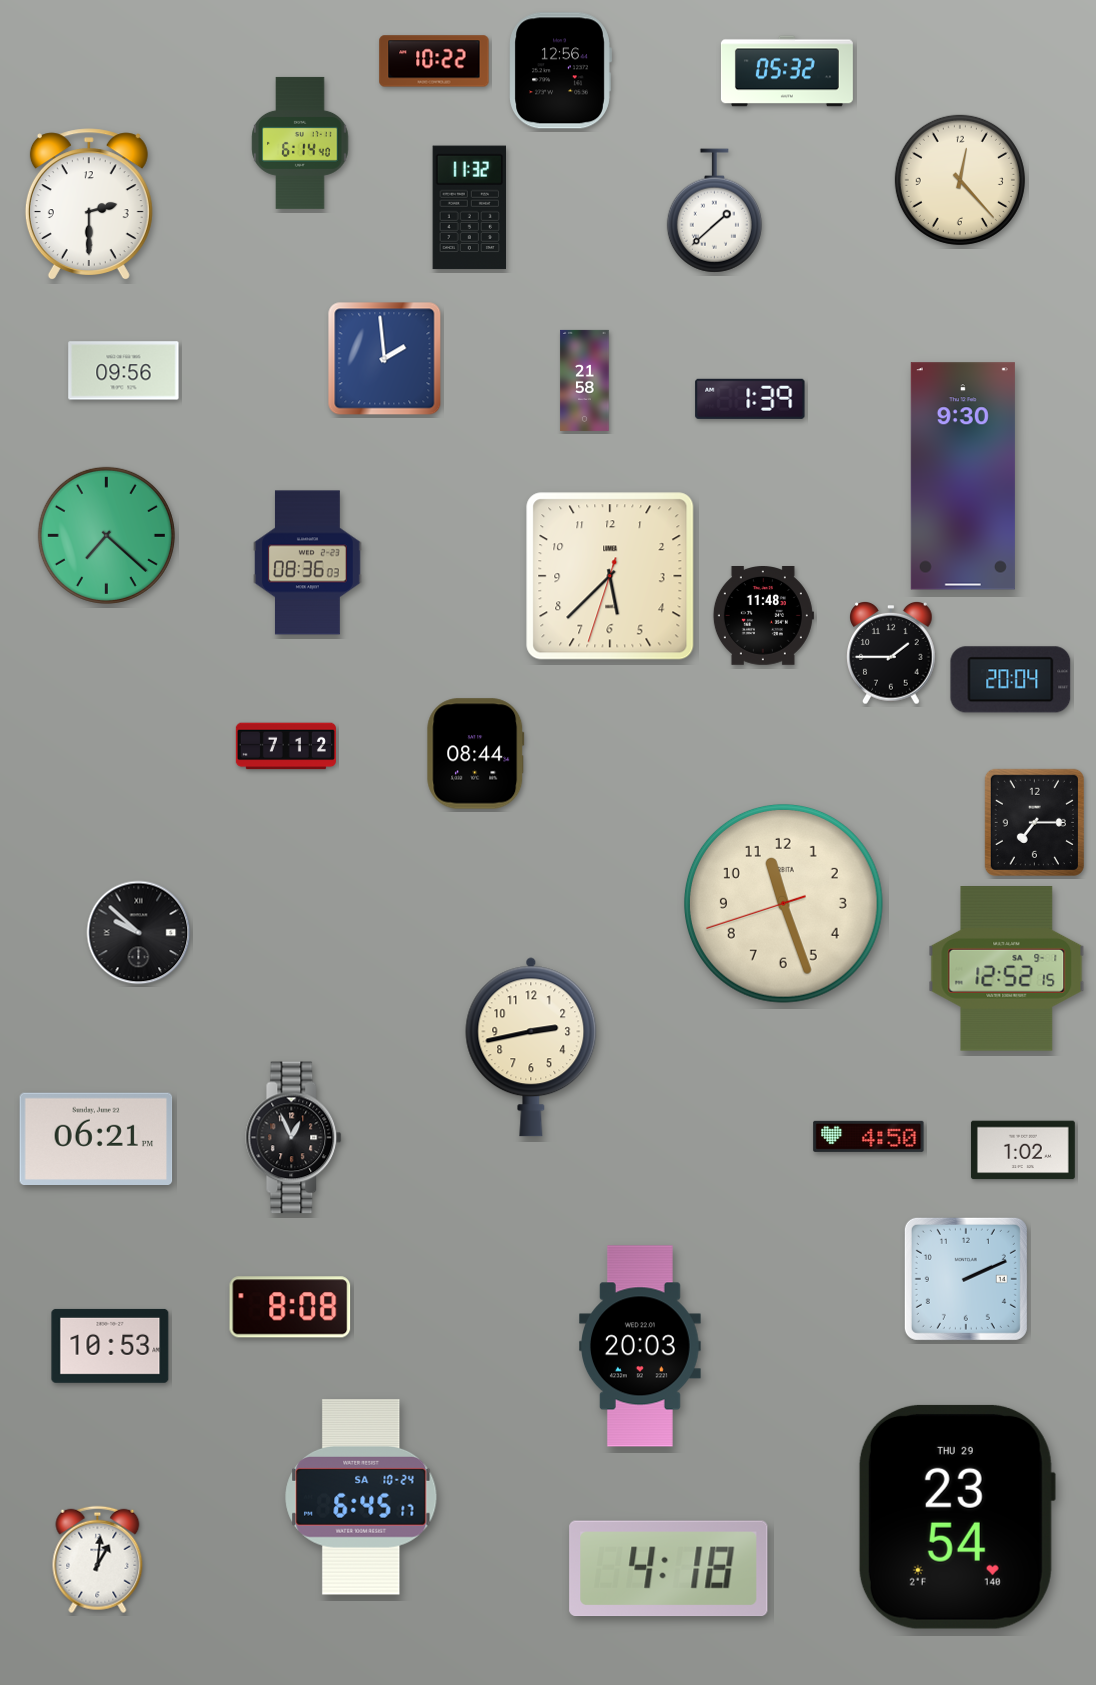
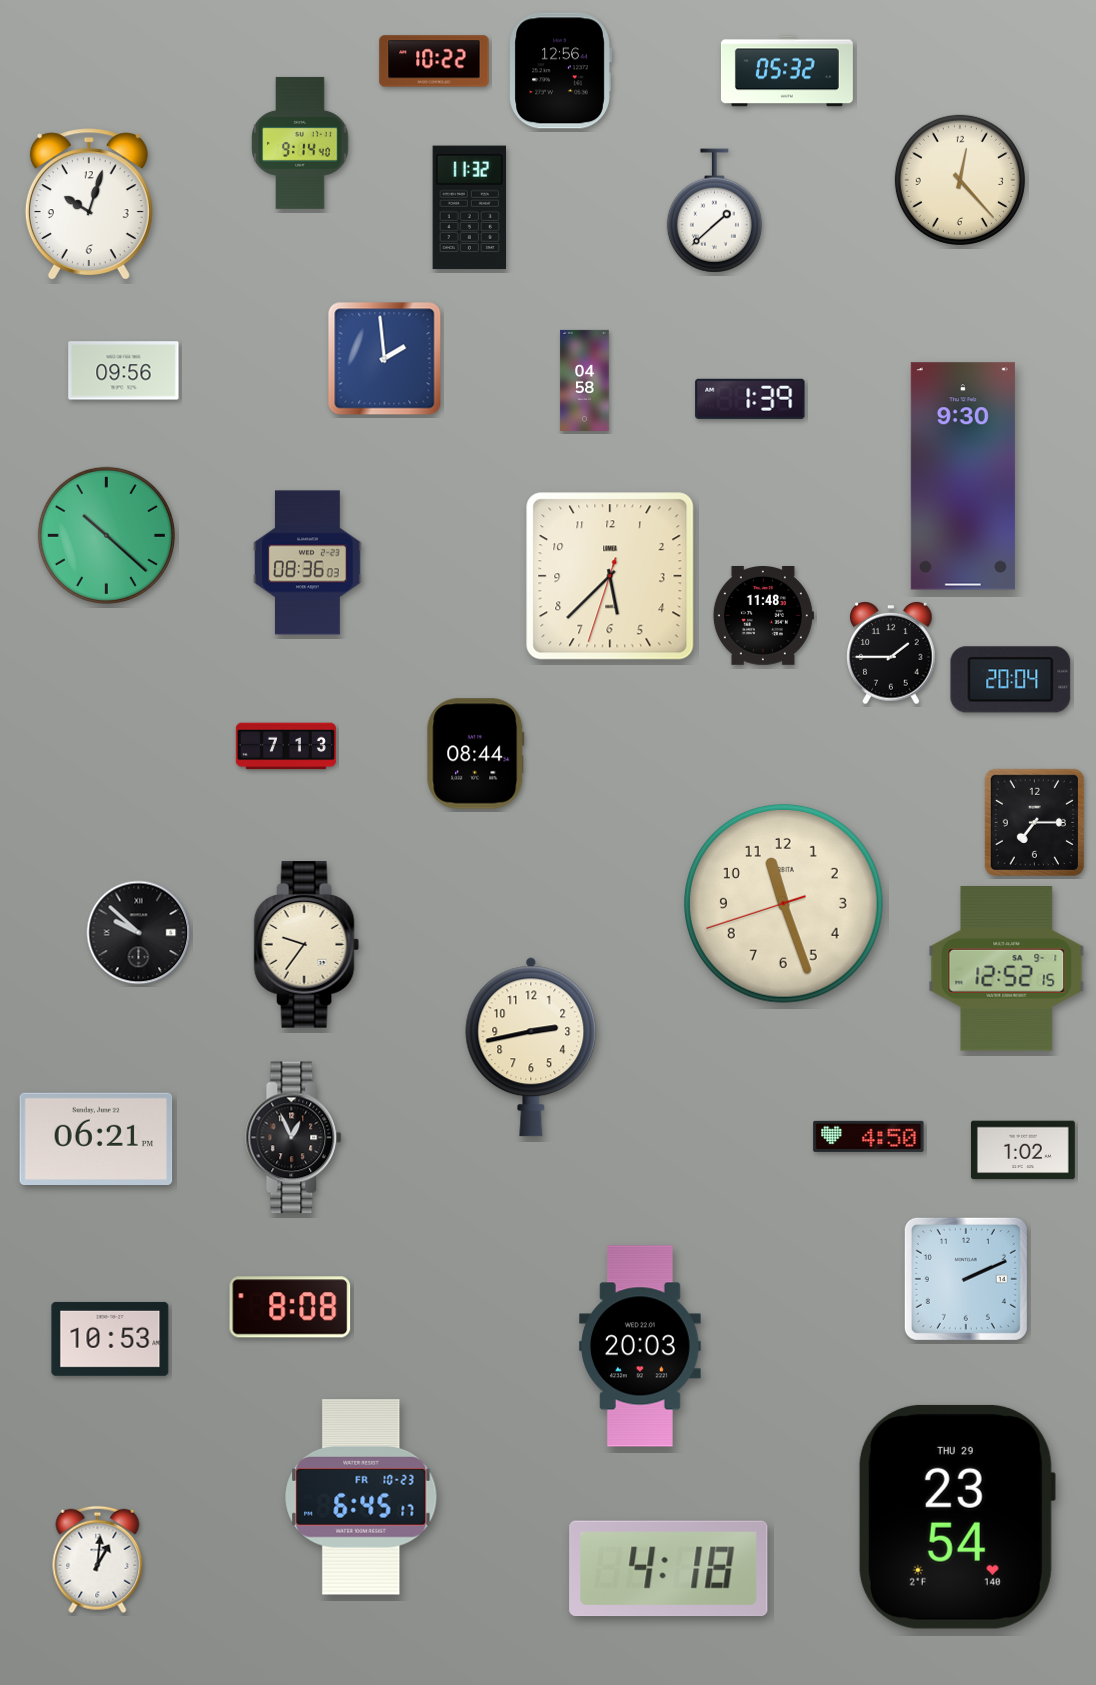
clock at (300, 143): 6:14 -> 9:14
clock at (89, 204): 2:30 -> 10:03
clock at (585, 380): 21:58 -> 04:58
clock at (106, 535): 7:22 -> 10:22
clock at (286, 746): 7:12 -> 7:13
clock at (307, 945): none -> 9:36
clock at (110, 1346) position: (110, 1346) -> (110, 1339)
clock at (361, 1497) date: SA 10-24 -> FR 10-23
